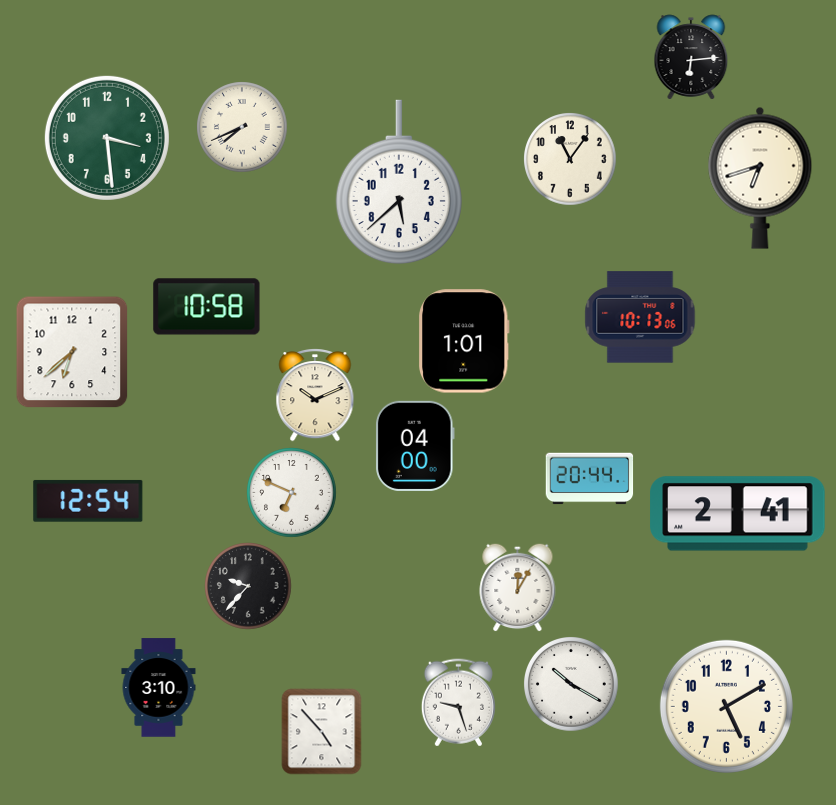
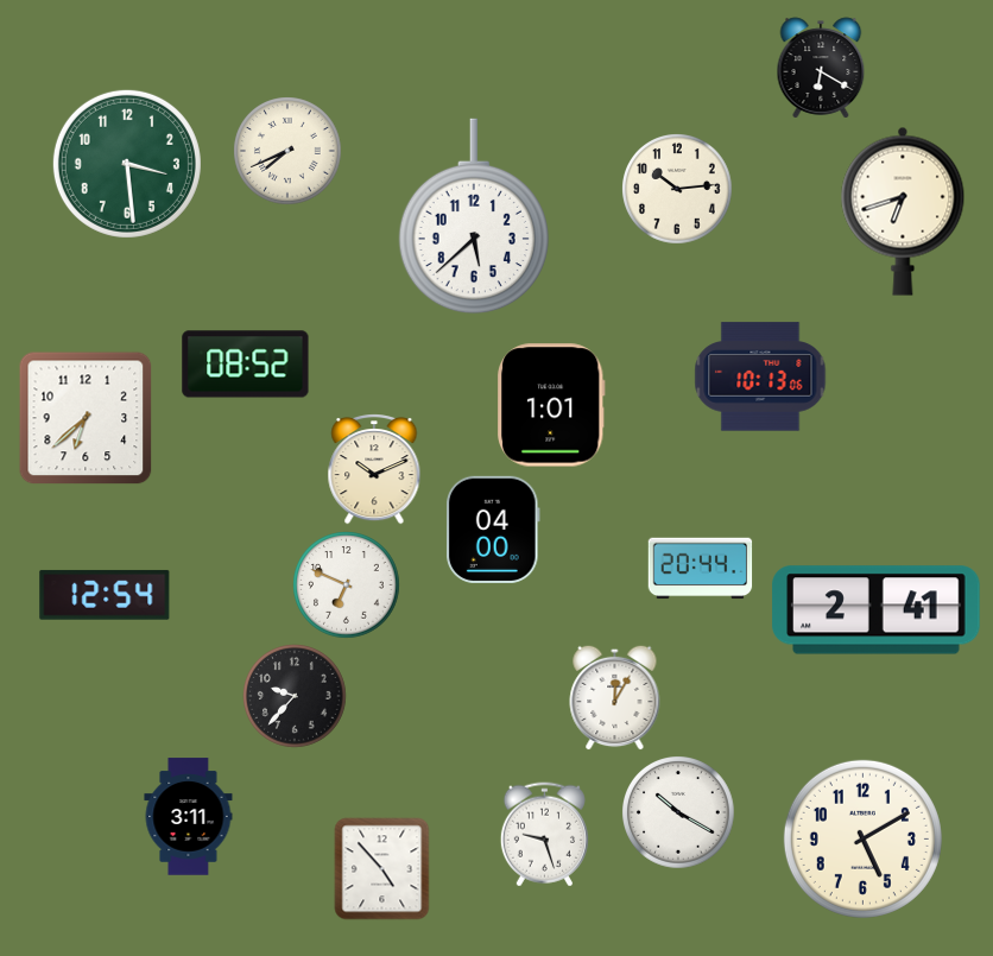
clock at (691, 57): 6:14 -> 6:20
clock at (571, 160): 11:06 -> 10:14
clock at (207, 307): 10:58 -> 08:52
clock at (159, 688): 3:10 -> 3:11
